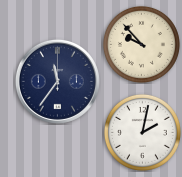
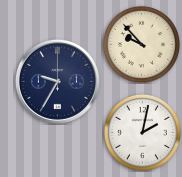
clock at (57, 81): 11:36 -> 9:35
